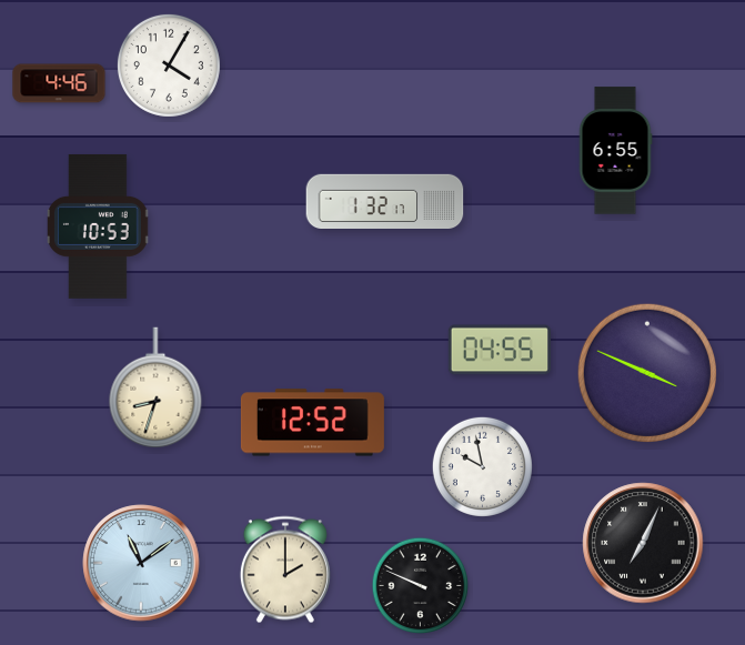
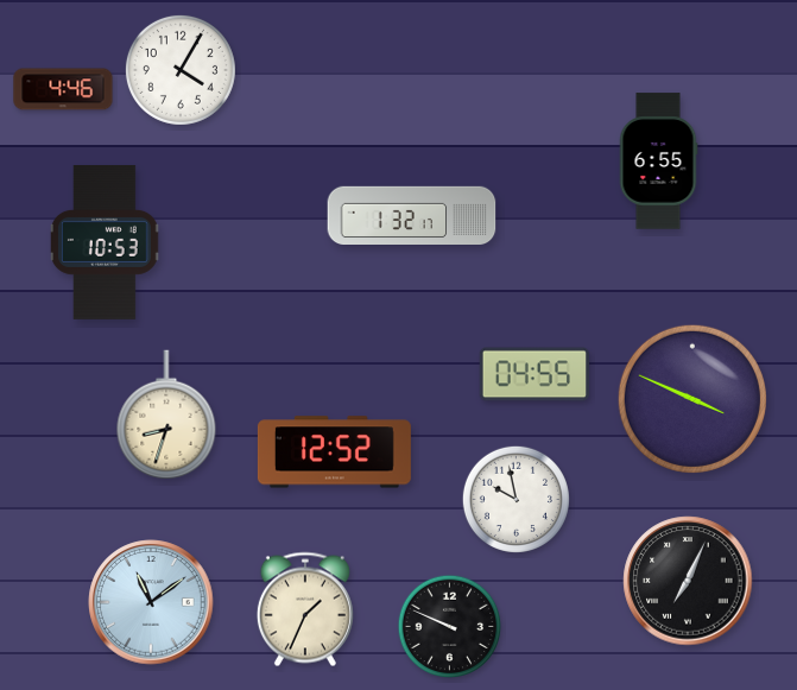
clock at (285, 570): 2:00 -> 1:34
